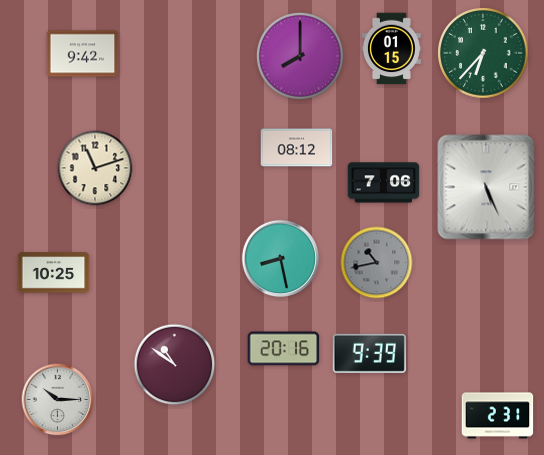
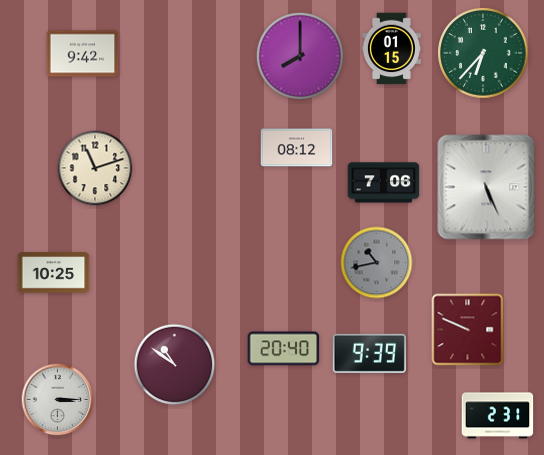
clock at (281, 259): 8:28 -> none
clock at (468, 330): none -> 9:49
clock at (284, 349): 20:16 -> 20:40
clock at (58, 400): 10:15 -> 3:15
